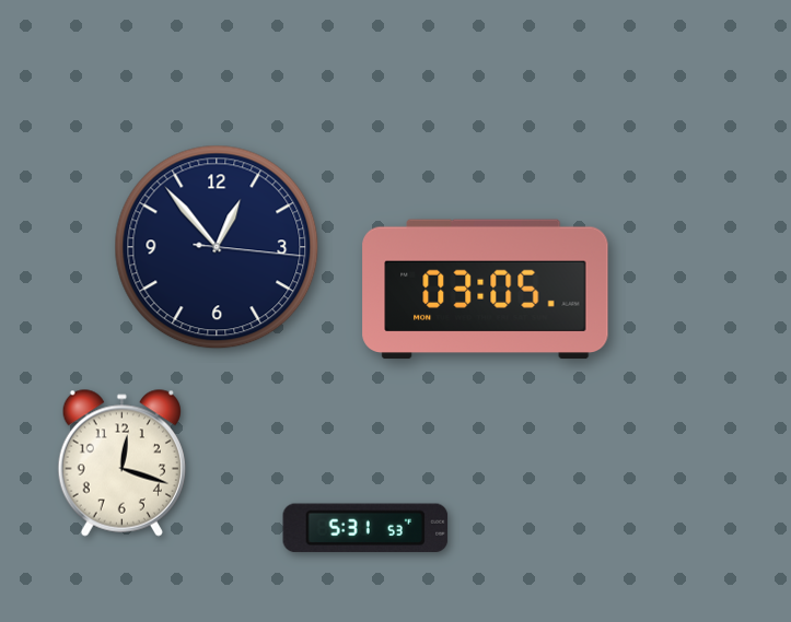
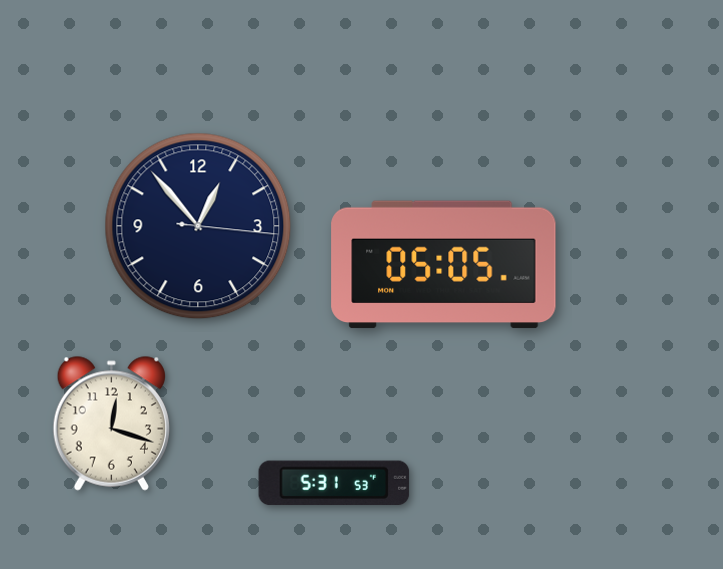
clock at (486, 290): 03:05 -> 05:05
